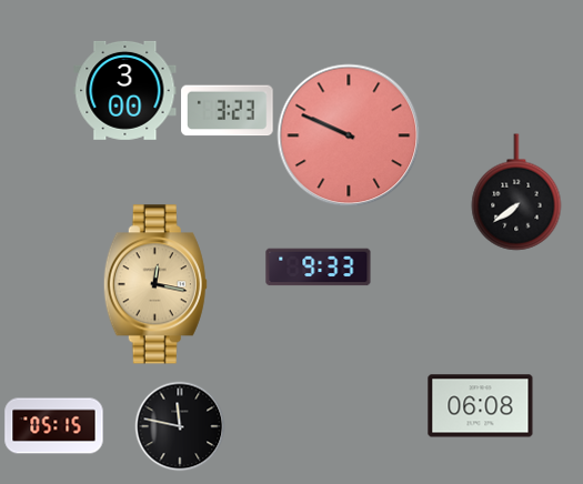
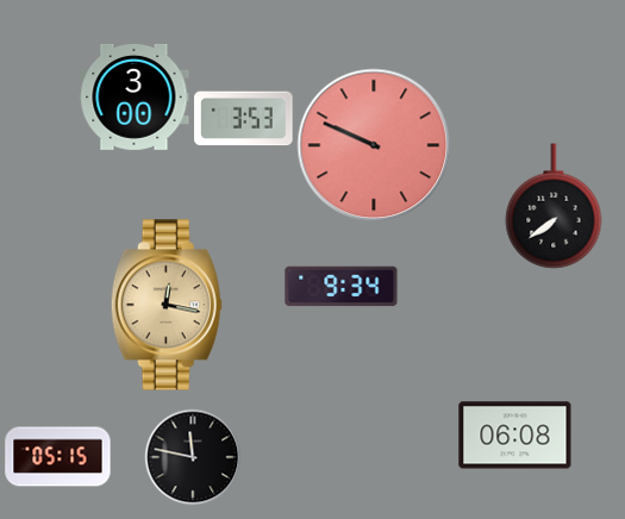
clock at (228, 111): 3:23 -> 3:53
clock at (319, 268): 9:33 -> 9:34
